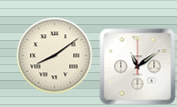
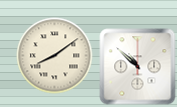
clock at (138, 67): 11:09 -> 10:52
